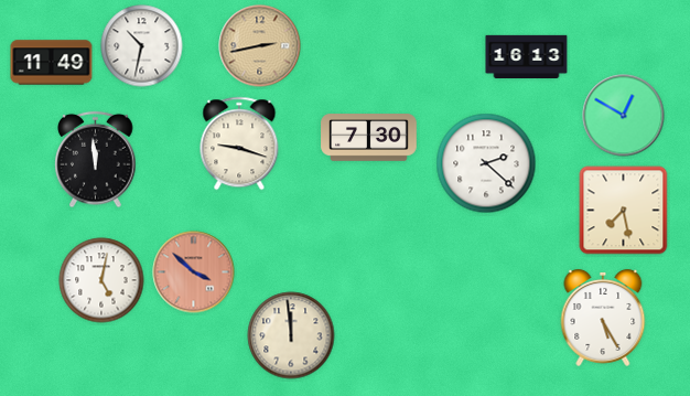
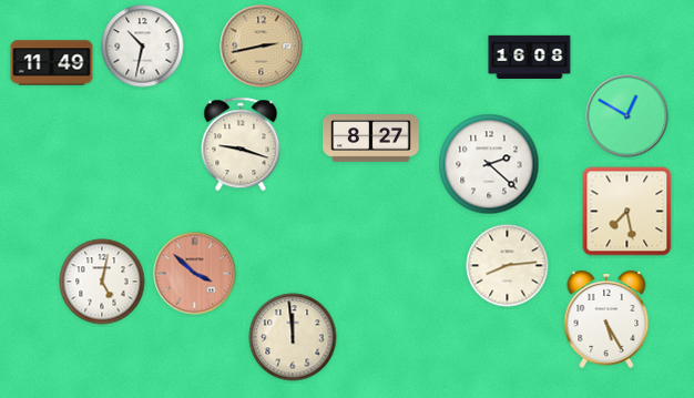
clock at (527, 56): 16:13 -> 16:08
clock at (369, 138): 7:30 -> 8:27
clock at (96, 160): 11:59 -> none
clock at (508, 266): none -> 8:14
